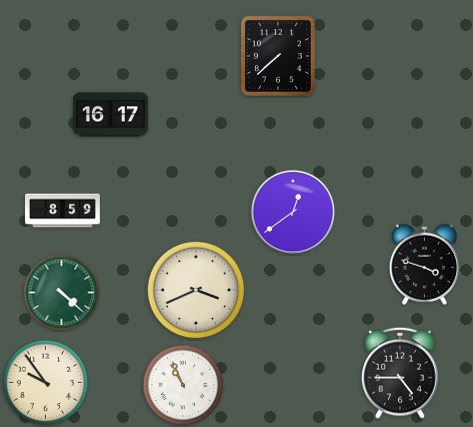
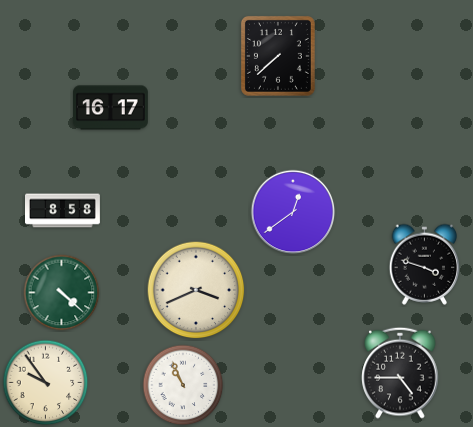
clock at (111, 115) position: (111, 115) -> (111, 108)
clock at (63, 211): 8:59 -> 8:58
